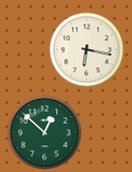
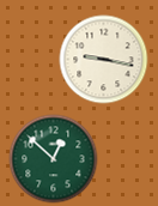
clock at (87, 50): 6:17 -> 9:17
